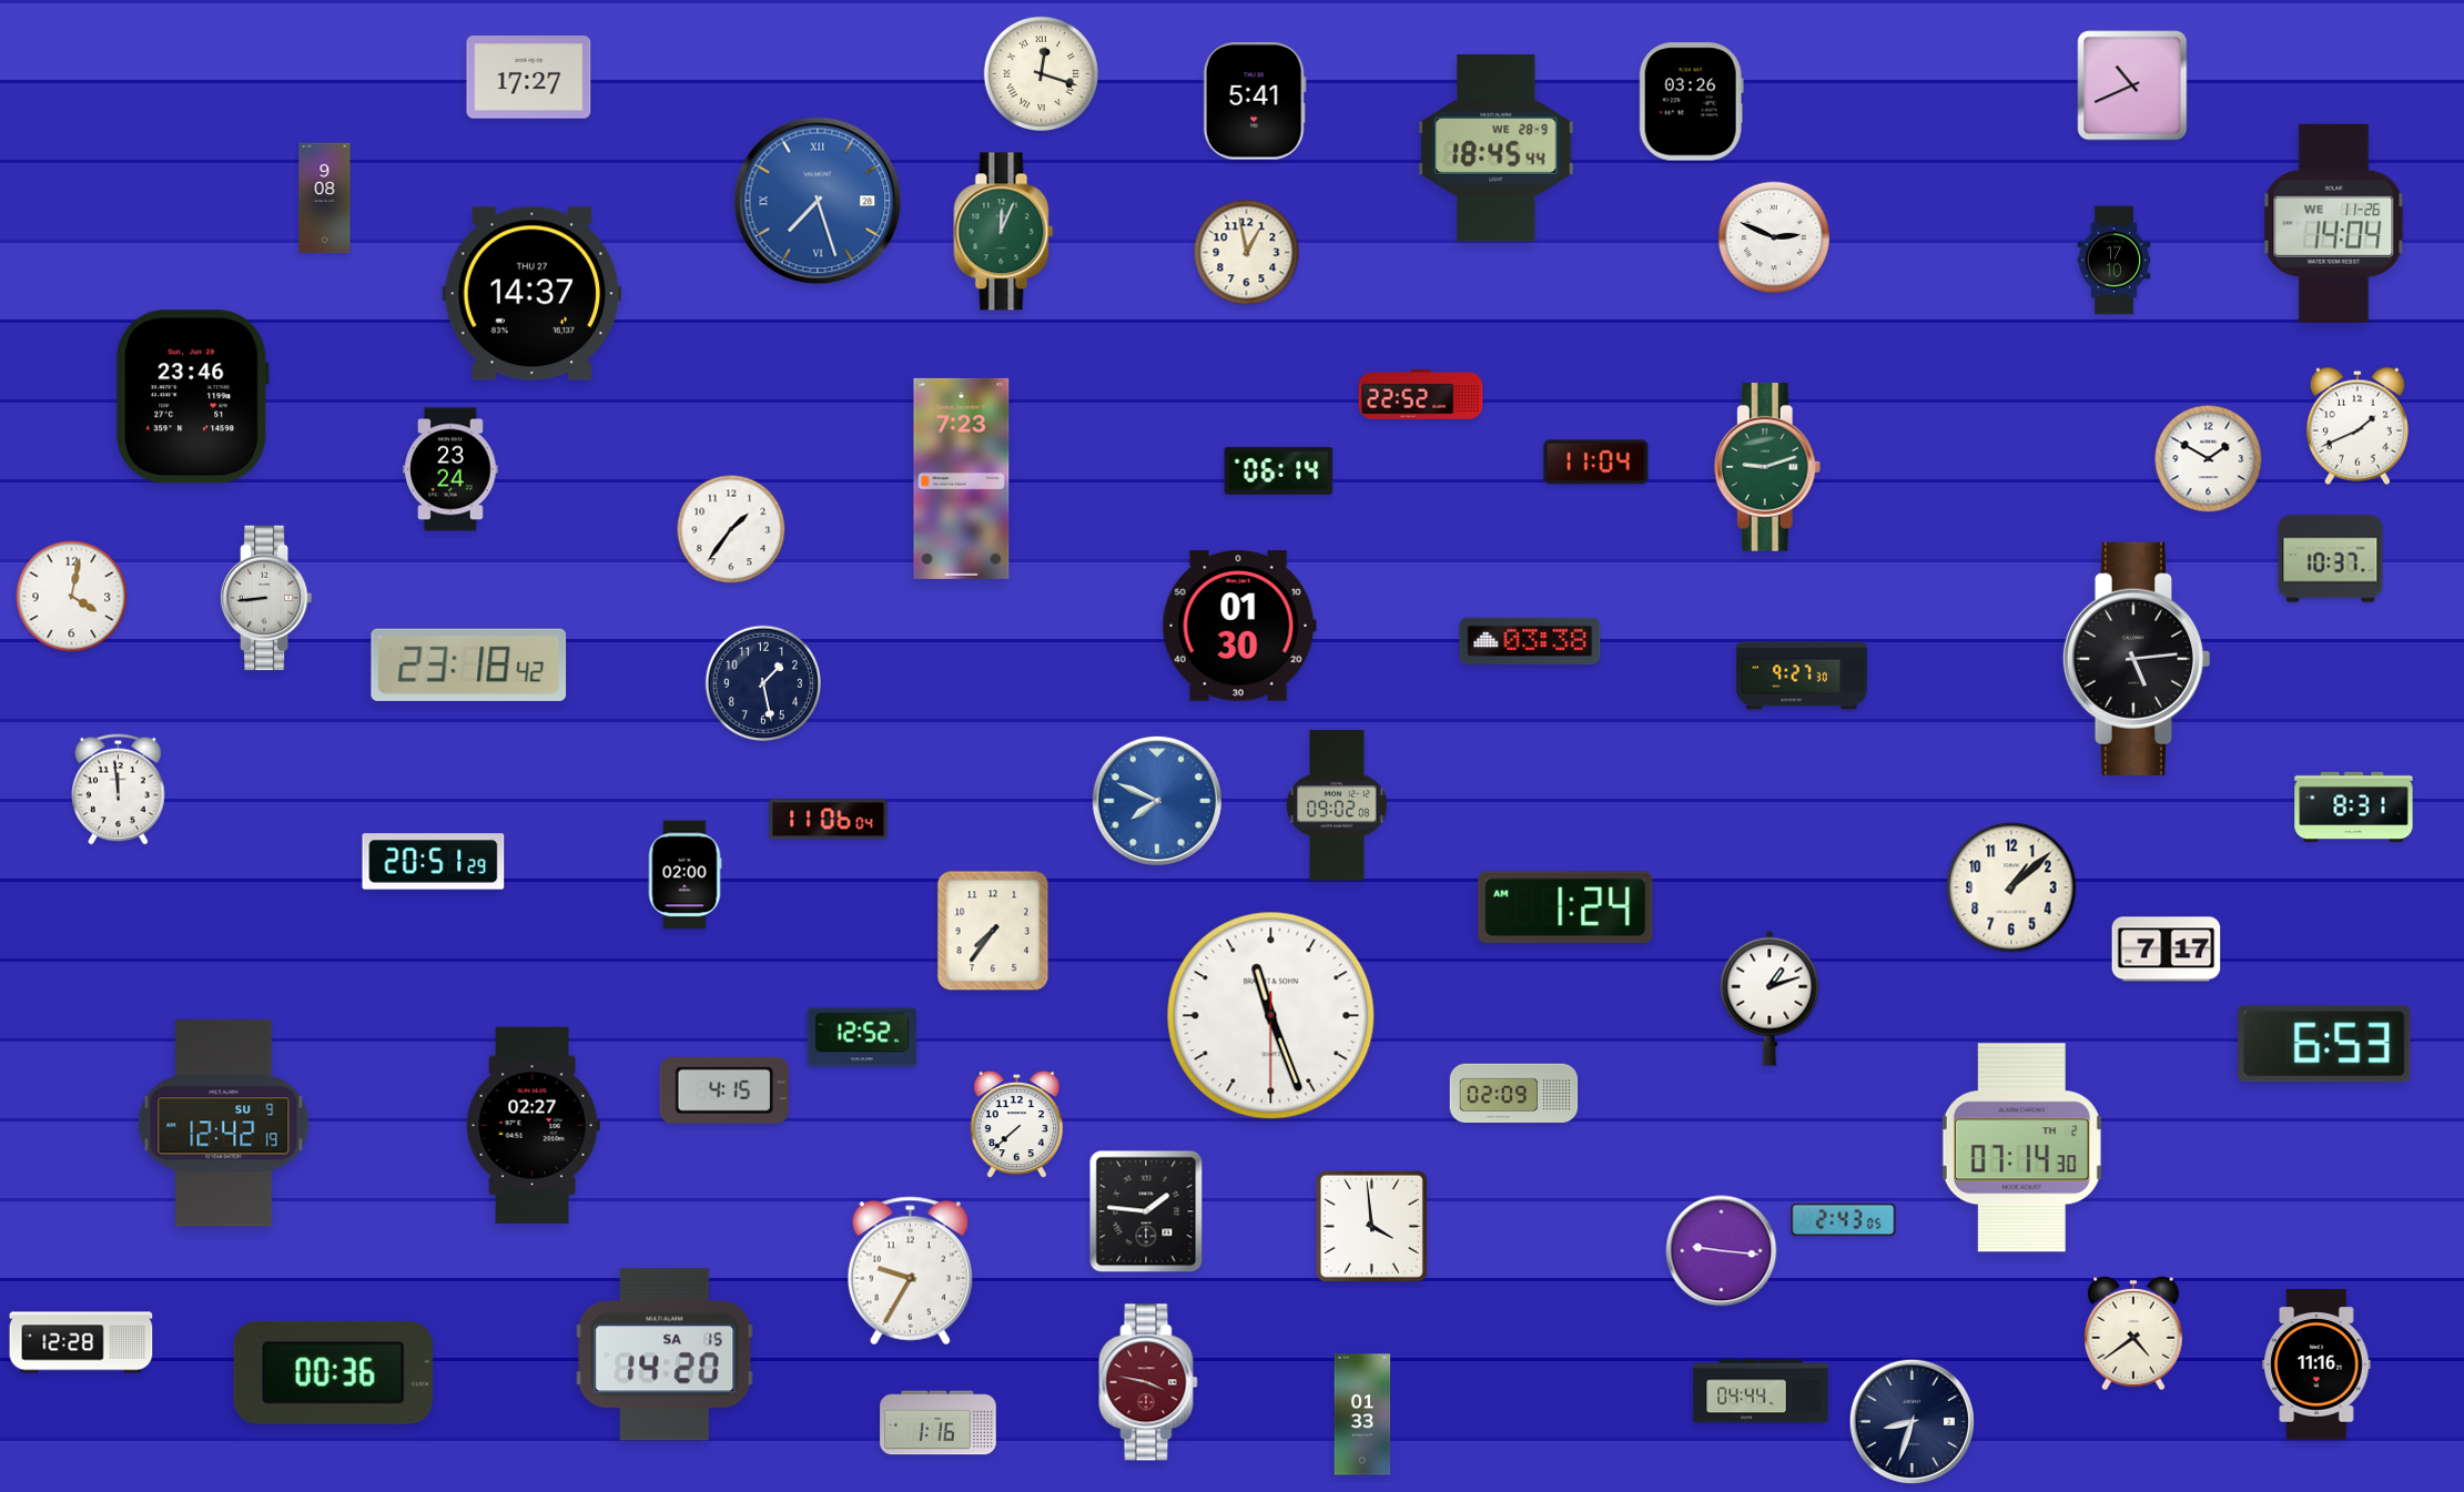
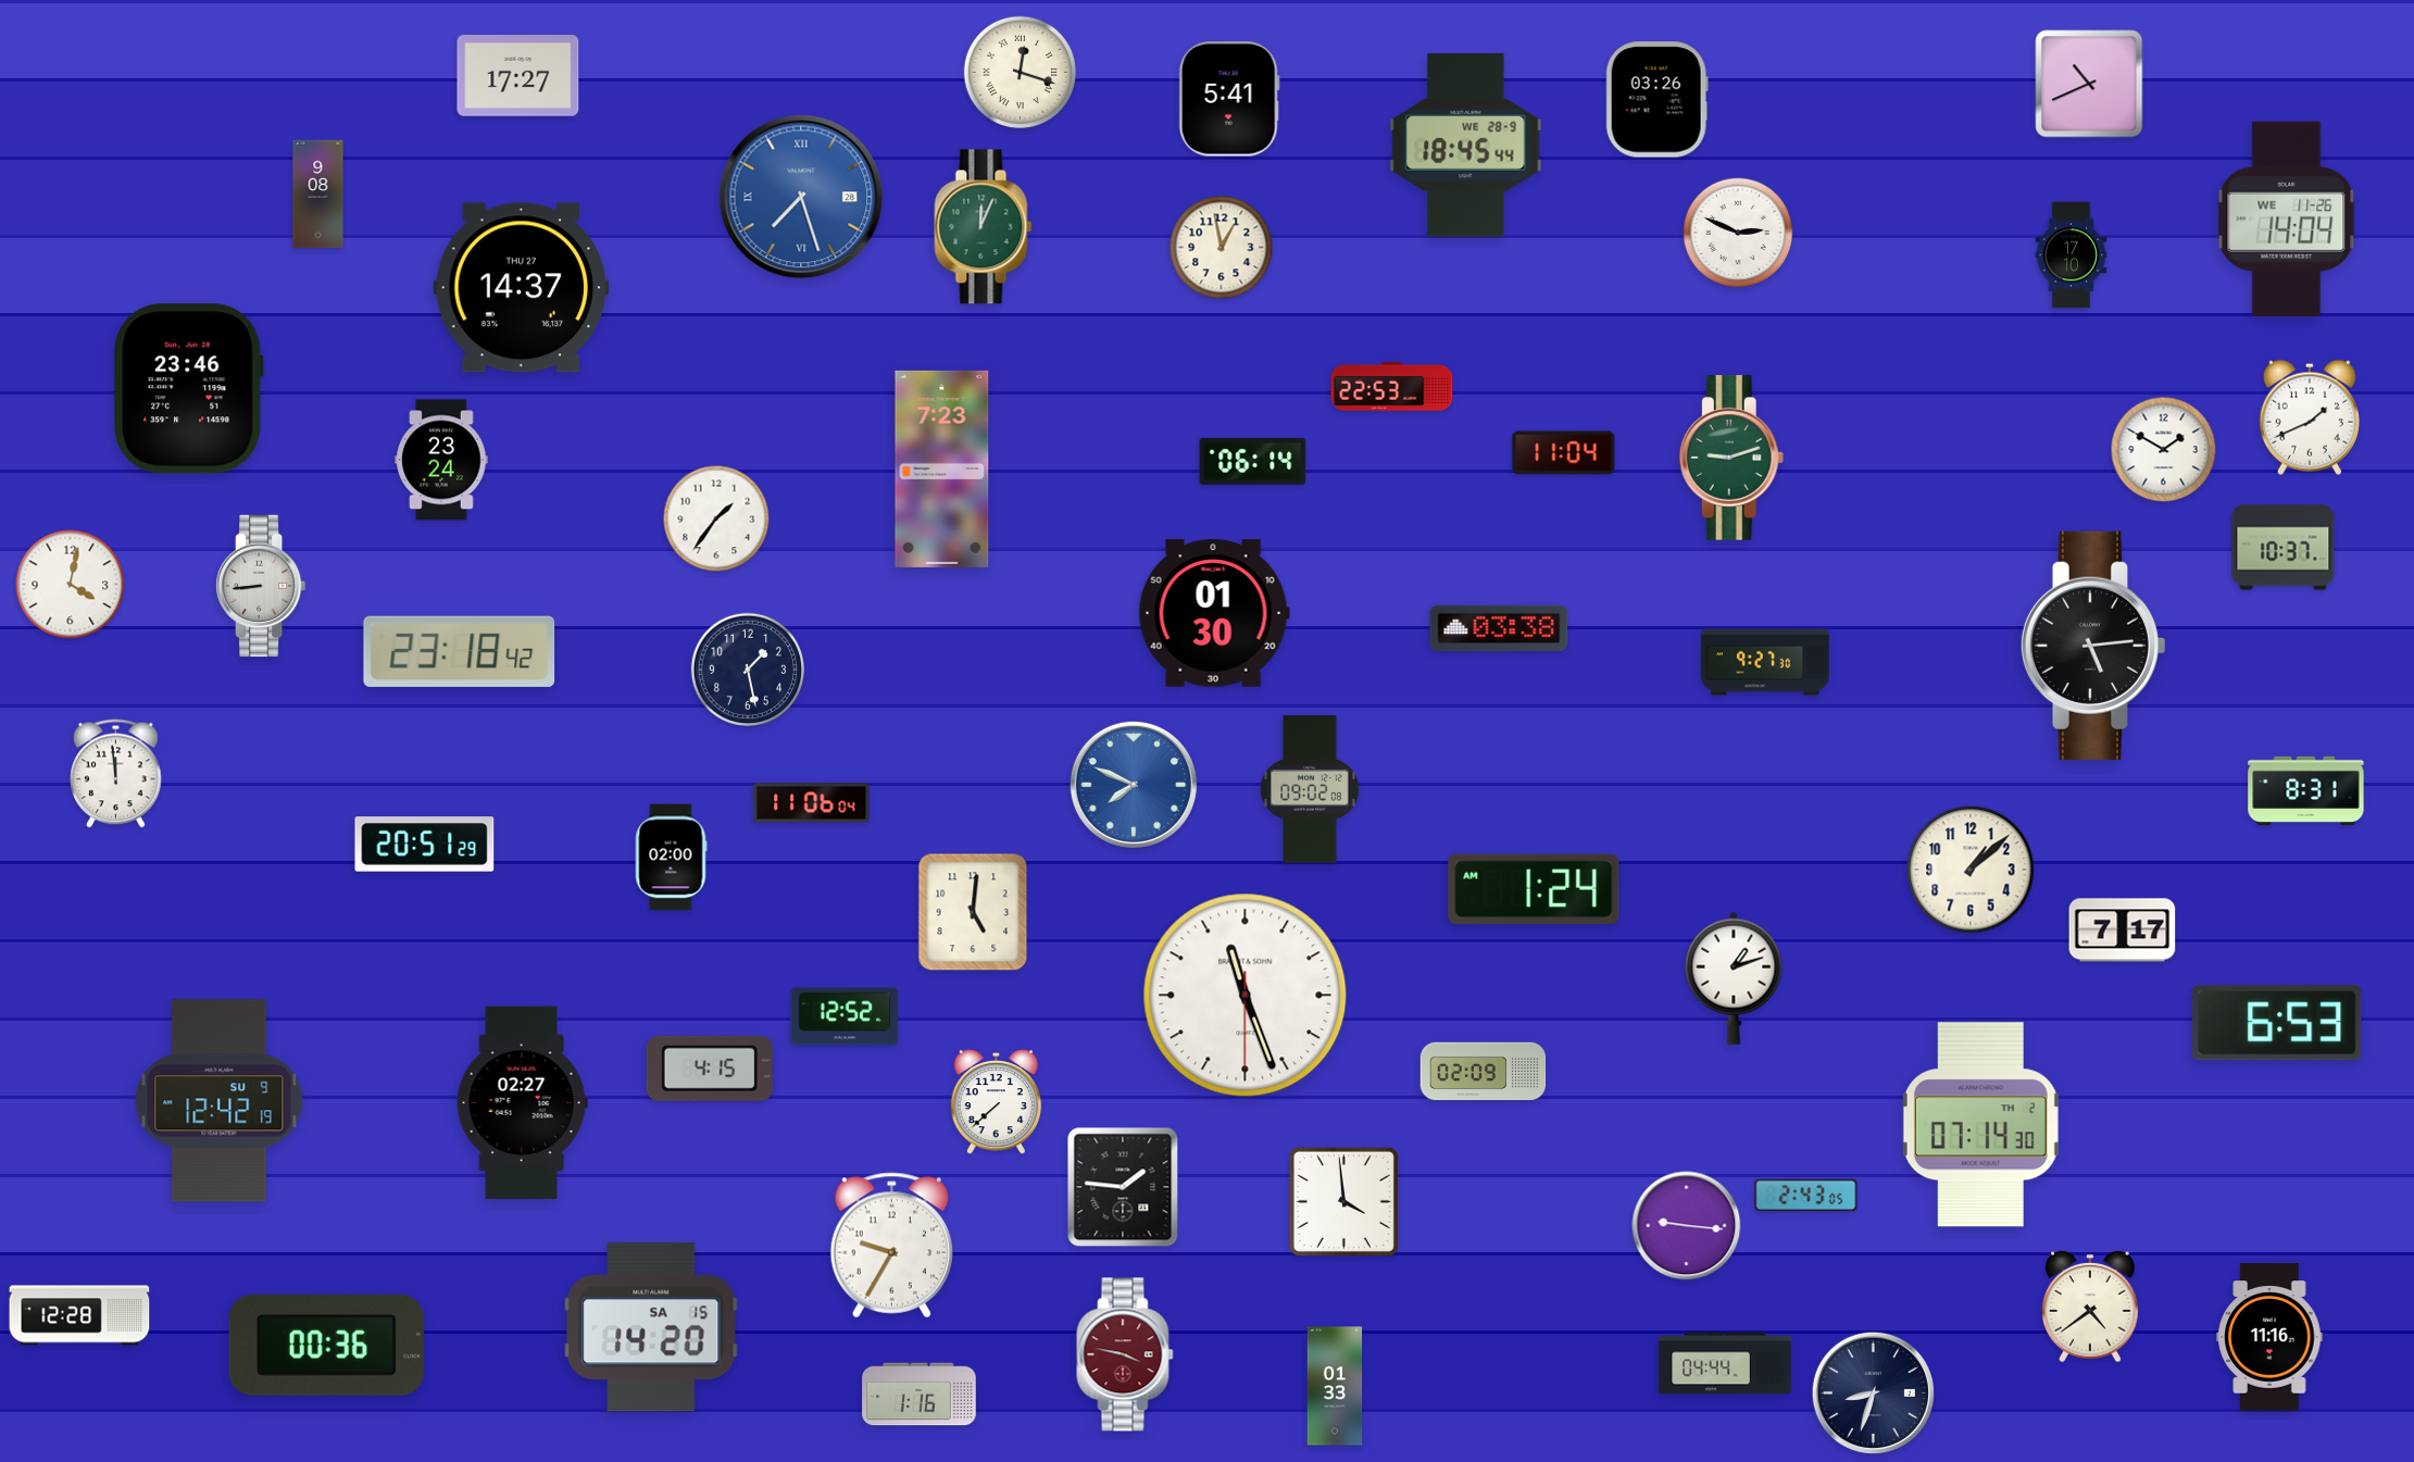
clock at (1421, 395): 22:52 -> 22:53
clock at (993, 931): 7:36 -> 5:01
